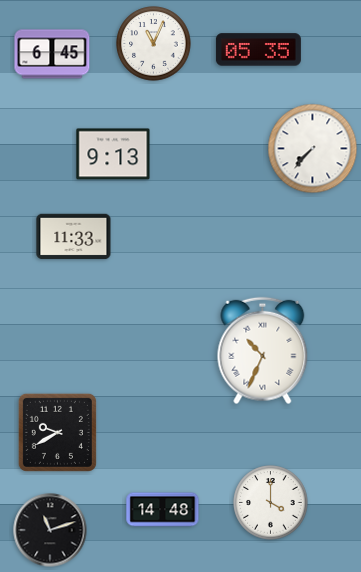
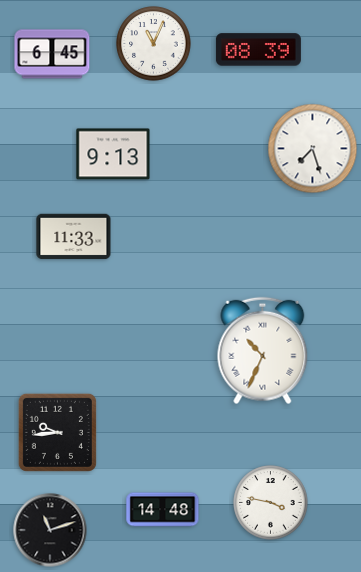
clock at (258, 50): 05:35 -> 08:39
clock at (313, 149): 7:37 -> 7:27
clock at (57, 432): 9:40 -> 9:44
clock at (271, 503): 4:00 -> 3:47
